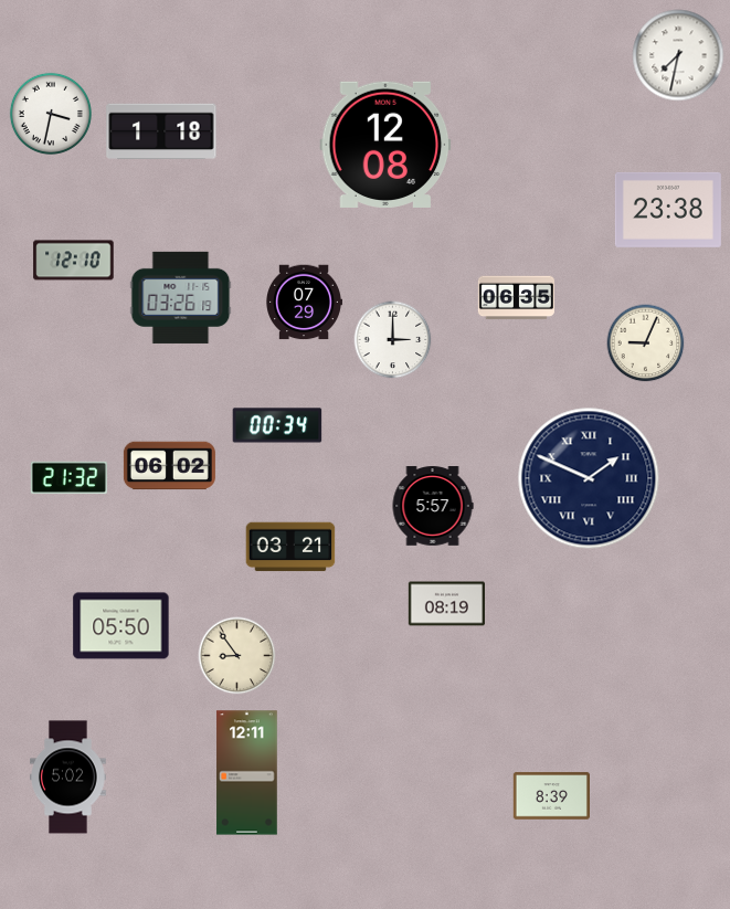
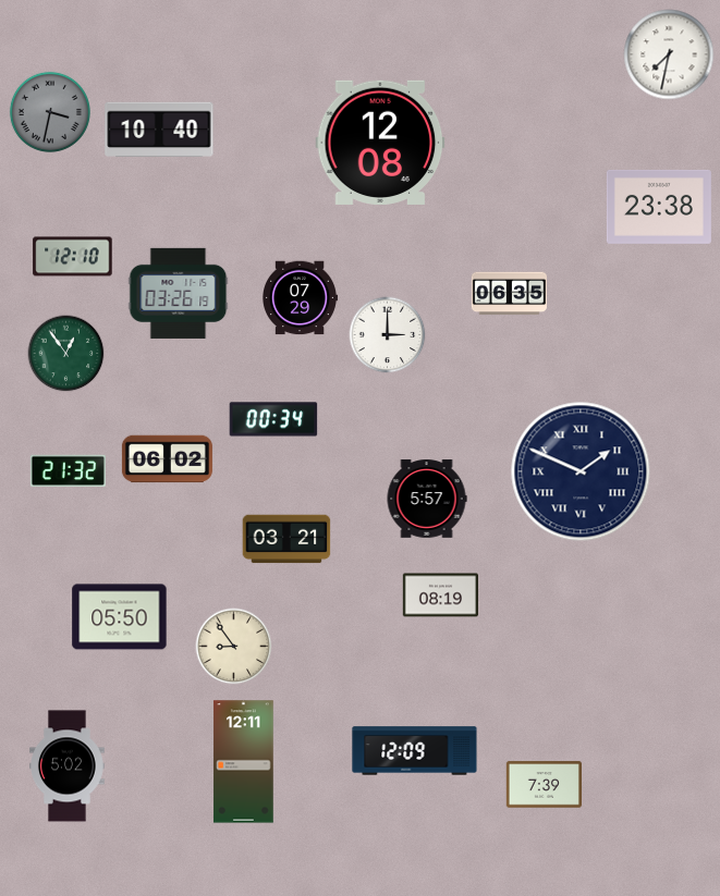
clock at (51, 114) dial: white -> grey
clock at (161, 131): 1:18 -> 10:40
clock at (646, 343): 9:04 -> none
clock at (66, 354): none -> 12:54
clock at (415, 751): none -> 12:09
clock at (551, 796): 8:39 -> 7:39
